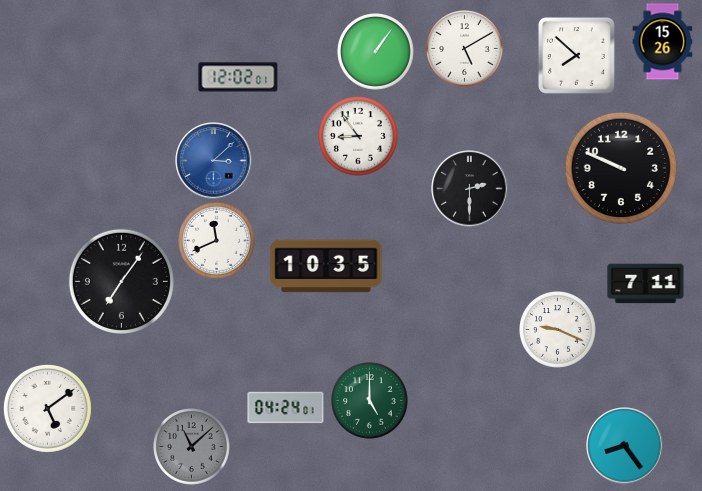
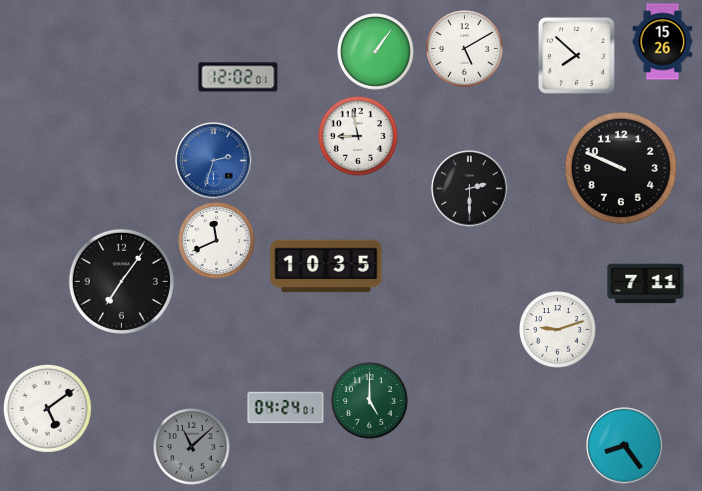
clock at (359, 137): 8:54 -> 8:58
clock at (214, 161): 3:08 -> 2:33
clock at (558, 330): 9:19 -> 9:12
